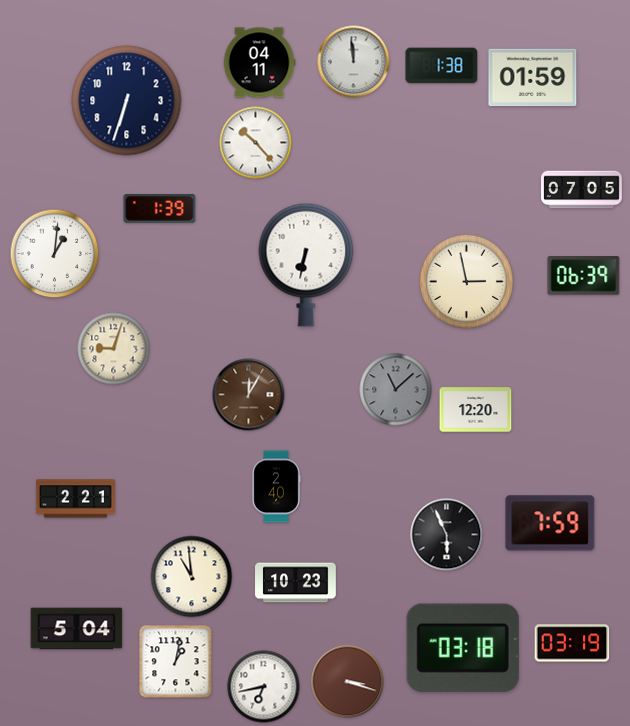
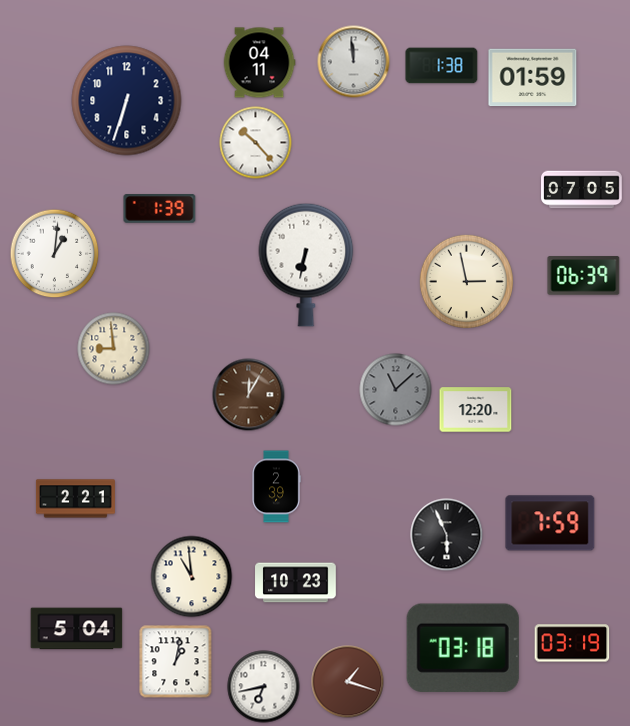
clock at (114, 349): 9:03 -> 8:59
clock at (276, 487): 2:40 -> 2:39
clock at (348, 682): 3:18 -> 1:18
